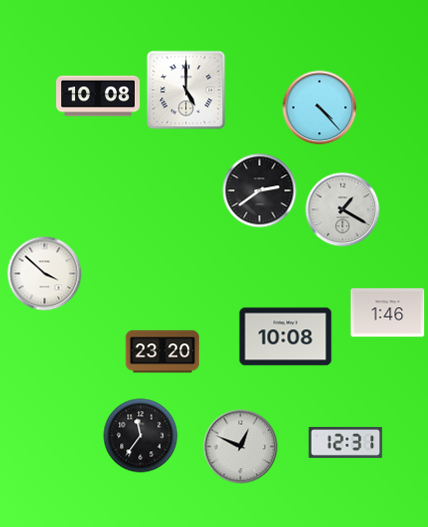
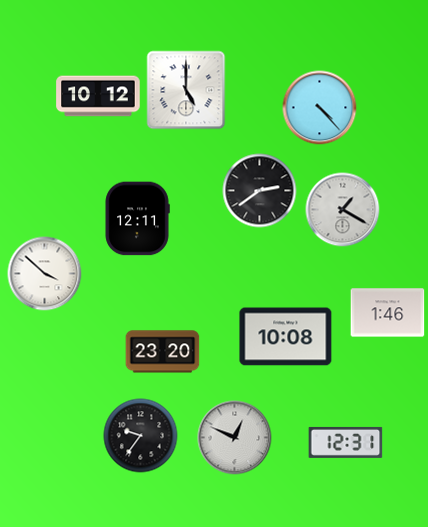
clock at (98, 96): 10:08 -> 10:12
clock at (137, 219): none -> 12:11
clock at (141, 436): 11:36 -> 9:36
clock at (241, 447) position: (241, 447) -> (235, 438)
